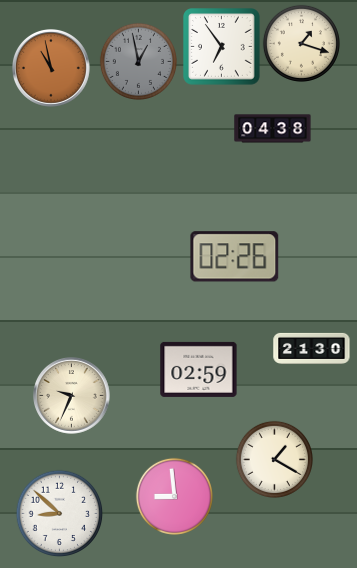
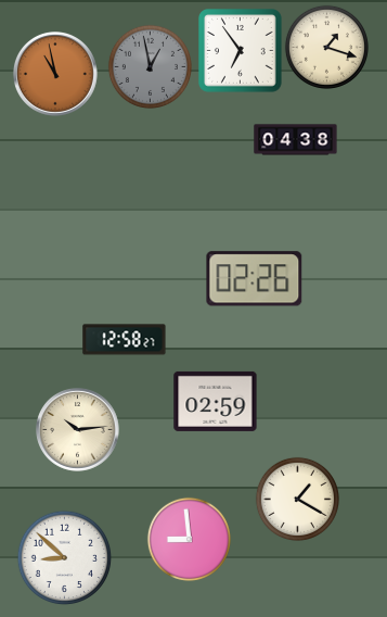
clock at (125, 340): none -> 12:58
clock at (312, 348): 21:30 -> none
clock at (72, 396): 9:34 -> 10:14
